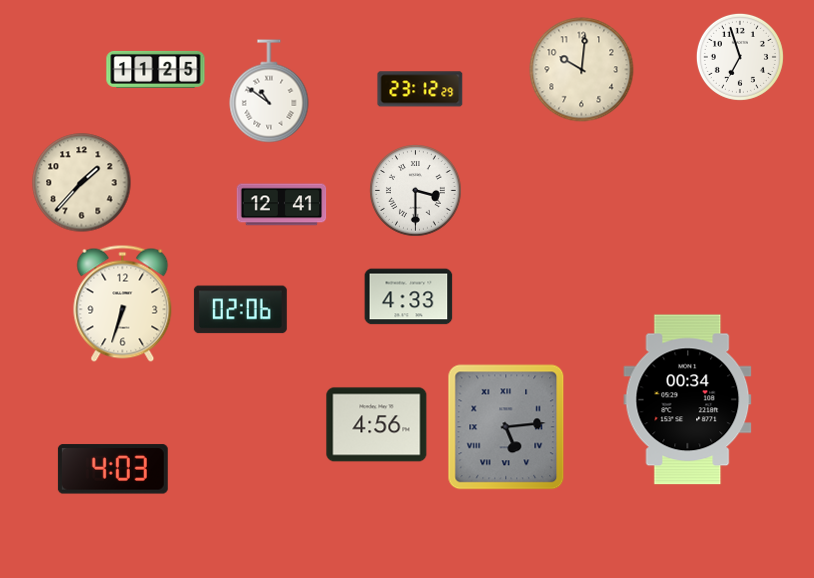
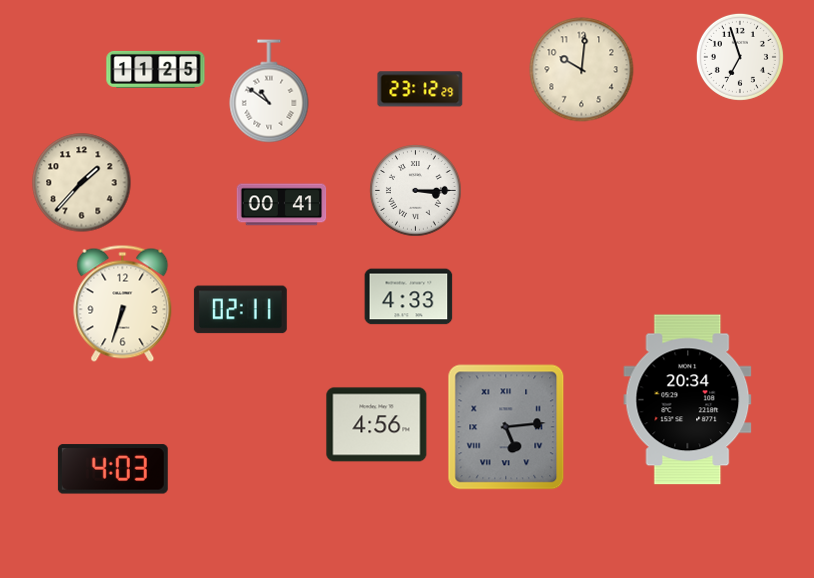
clock at (416, 191): 3:30 -> 3:15
clock at (282, 205): 12:41 -> 00:41
clock at (240, 310): 02:06 -> 02:11
clock at (688, 400): 00:34 -> 20:34
